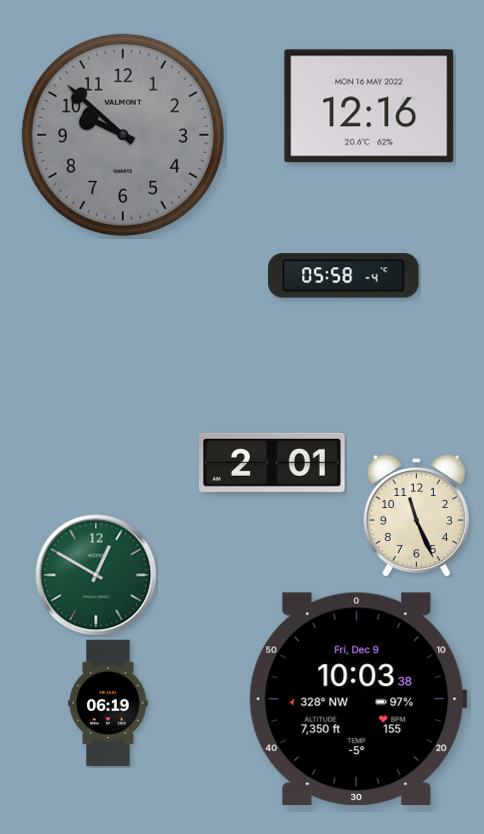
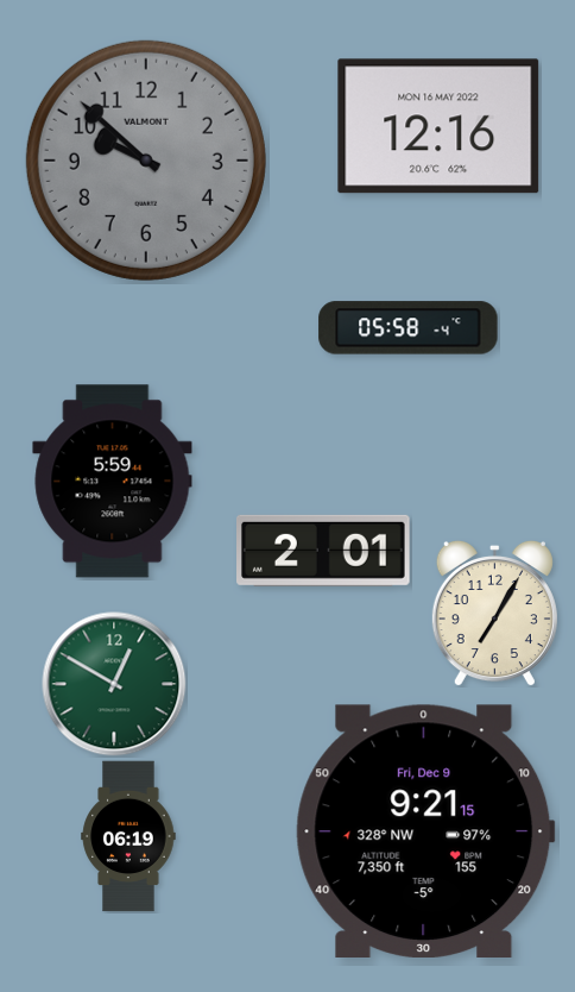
clock at (113, 482): none -> 5:59
clock at (416, 515): 11:26 -> 7:05
clock at (358, 698): 10:03 -> 9:21
